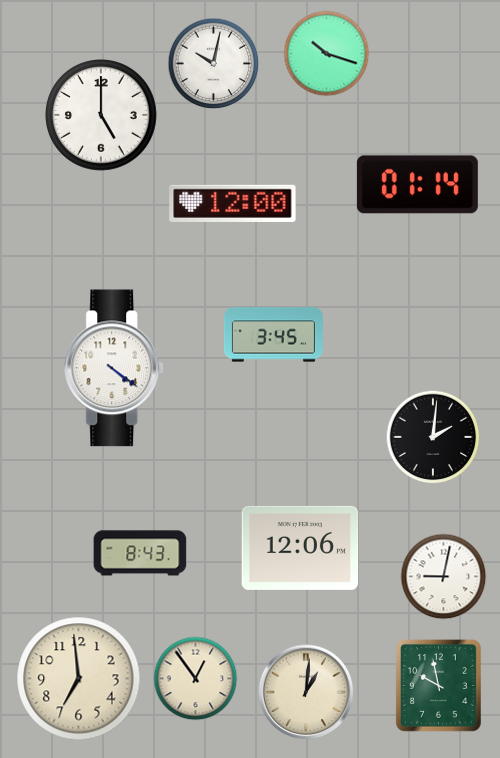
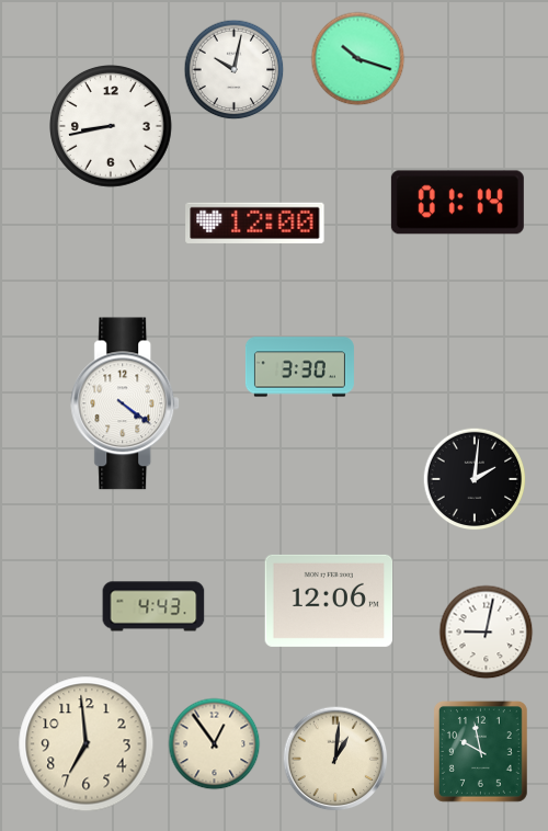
clock at (102, 116): 5:00 -> 8:43
clock at (273, 335): 3:45 -> 3:30
clock at (140, 553): 8:43 -> 4:43
